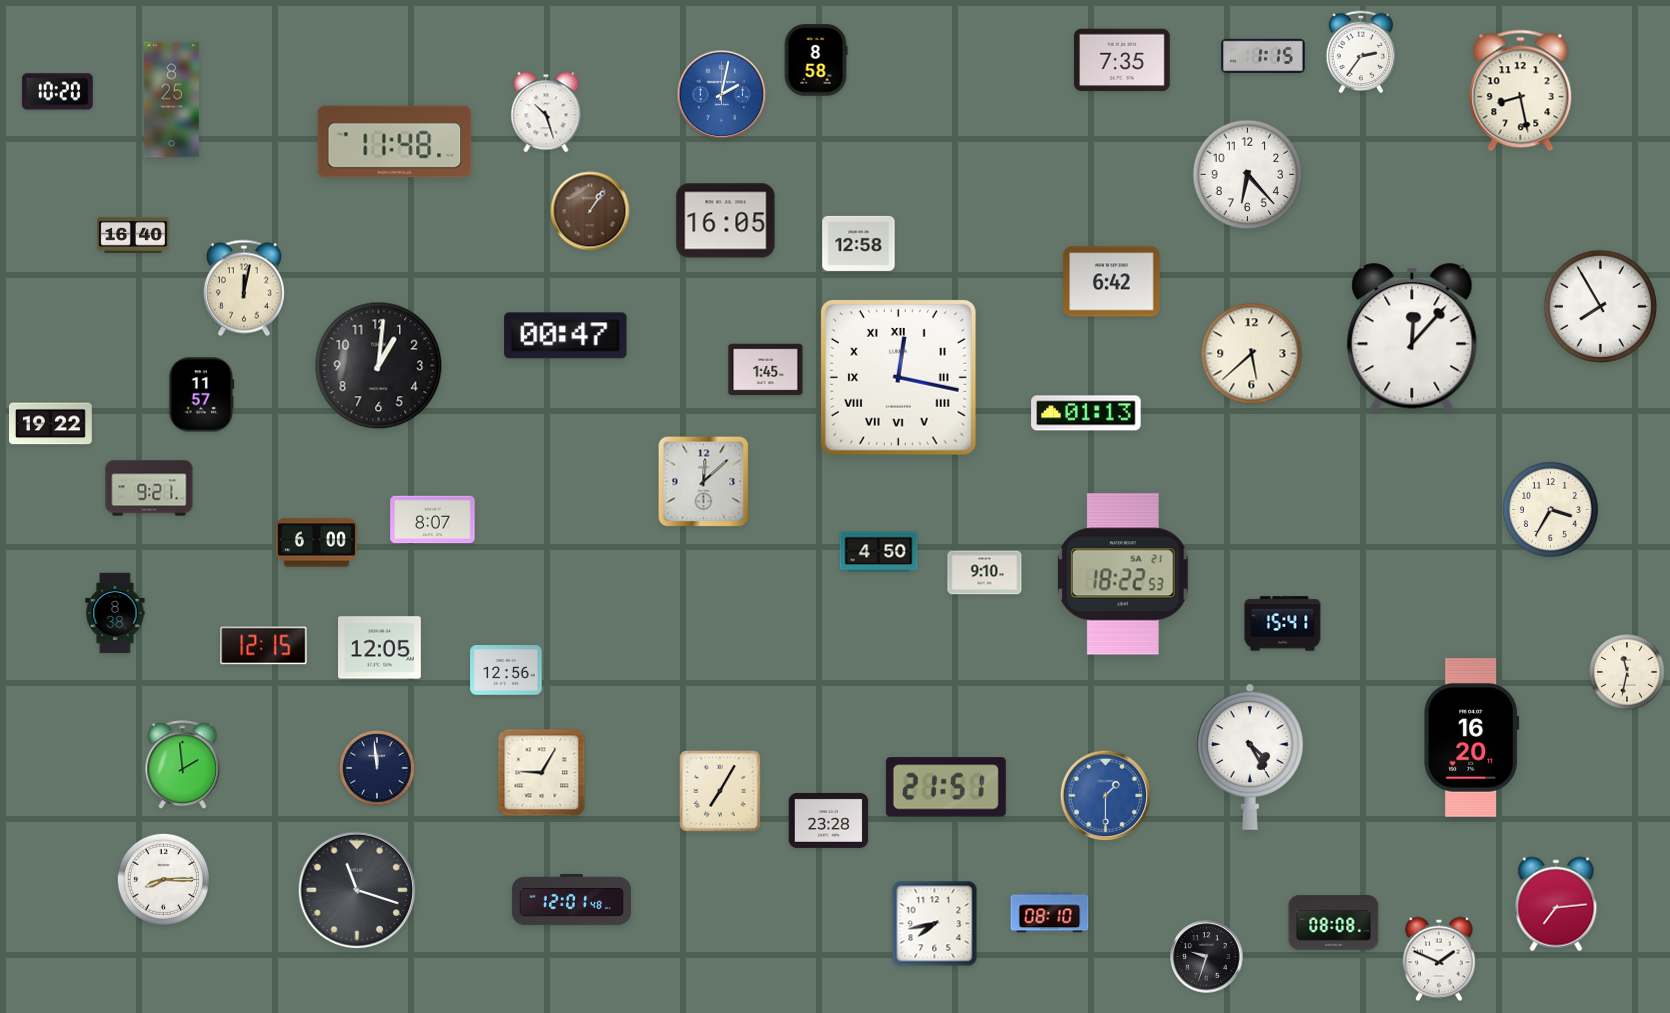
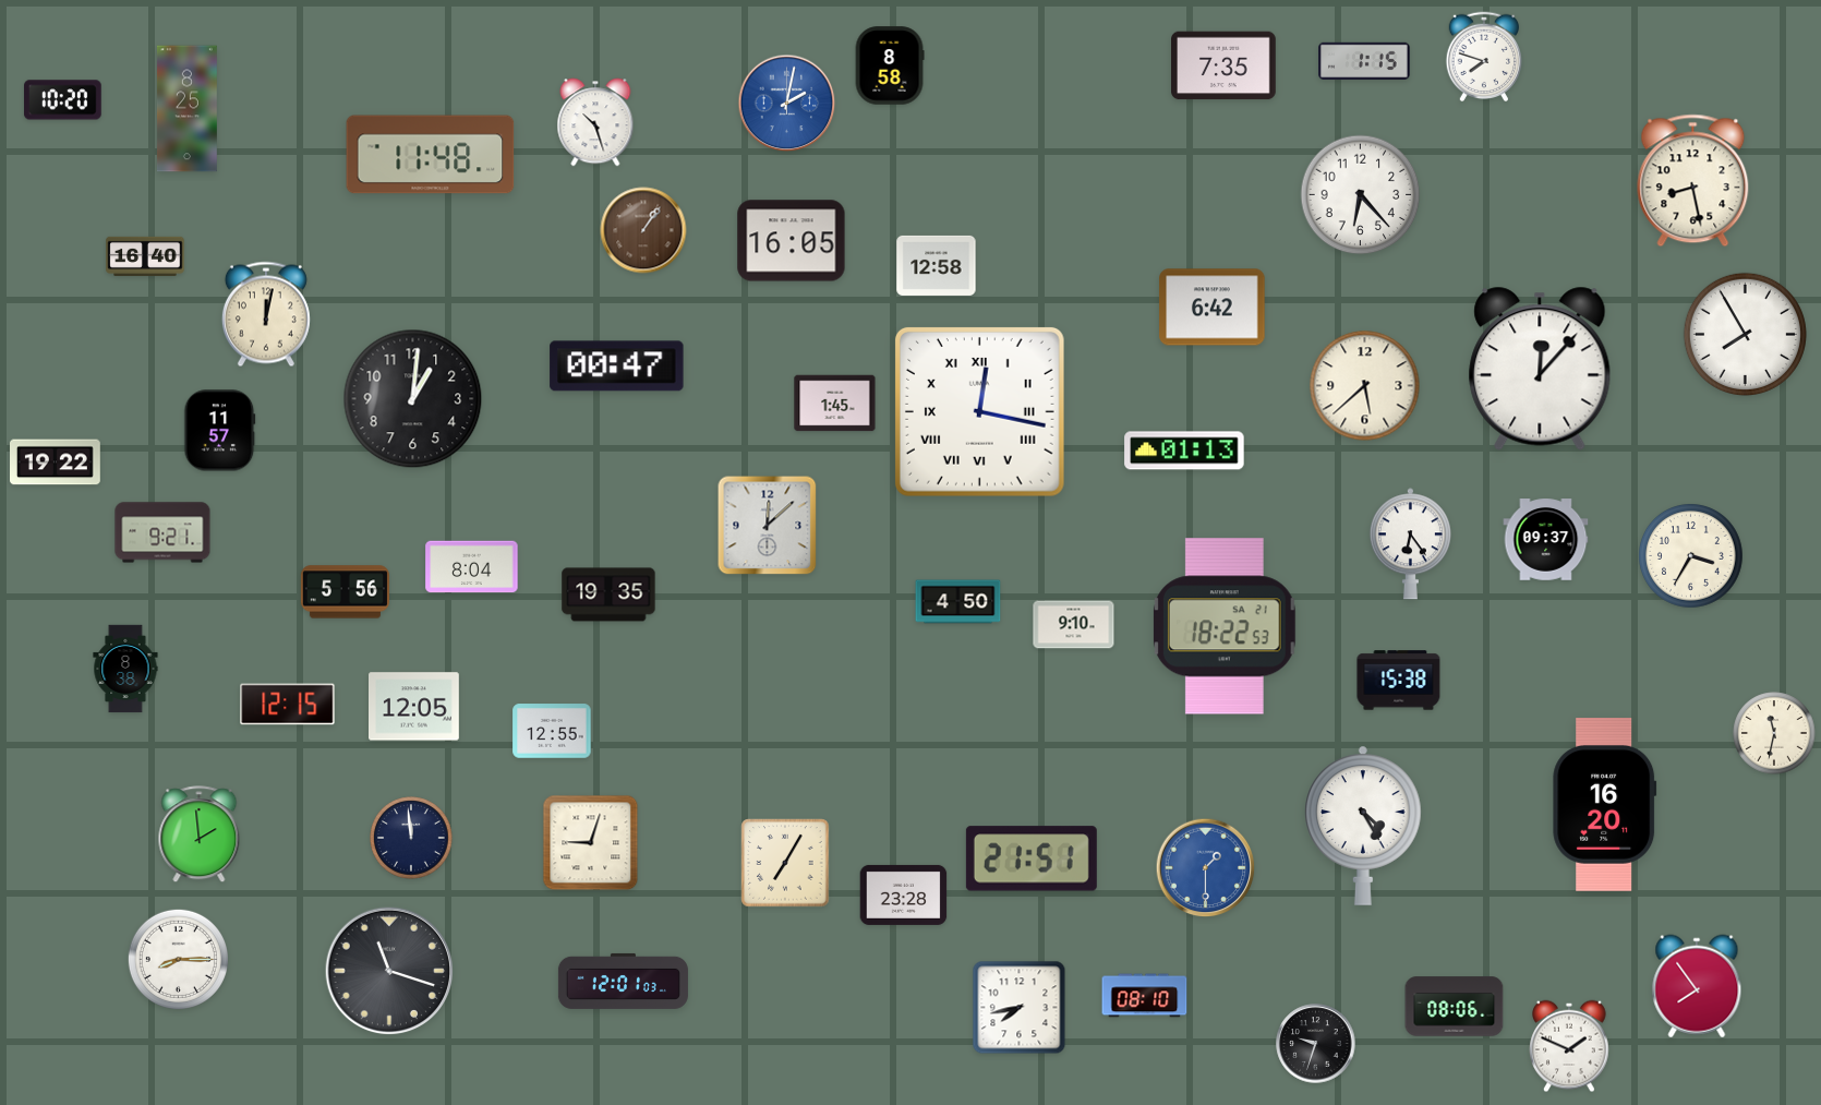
clock at (1361, 52): 2:36 -> 7:48
clock at (1263, 55) position: (1263, 55) -> (1364, 60)
clock at (1521, 91) position: (1521, 91) -> (1693, 181)
clock at (1248, 175) position: (1248, 175) -> (1361, 195)
clock at (1546, 540): none -> 09:37
clock at (1410, 544): none -> 6:24
clock at (433, 520): 8:07 -> 8:04
clock at (316, 543): 6:00 -> 5:56
clock at (608, 594): none -> 19:35
clock at (1283, 624): 15:41 -> 15:38
clock at (506, 670): 12:56 -> 12:55
clock at (542, 773): 9:05 -> 9:03
clock at (571, 899): 12:01:48 -> 12:01:03
clock at (1556, 904): 7:14 -> 7:54
clock at (1334, 923): 08:08 -> 08:06
